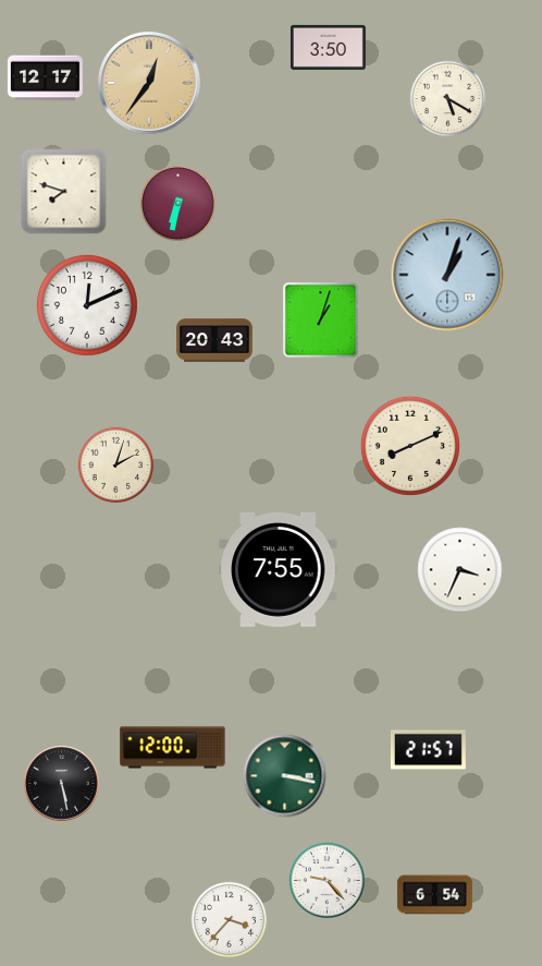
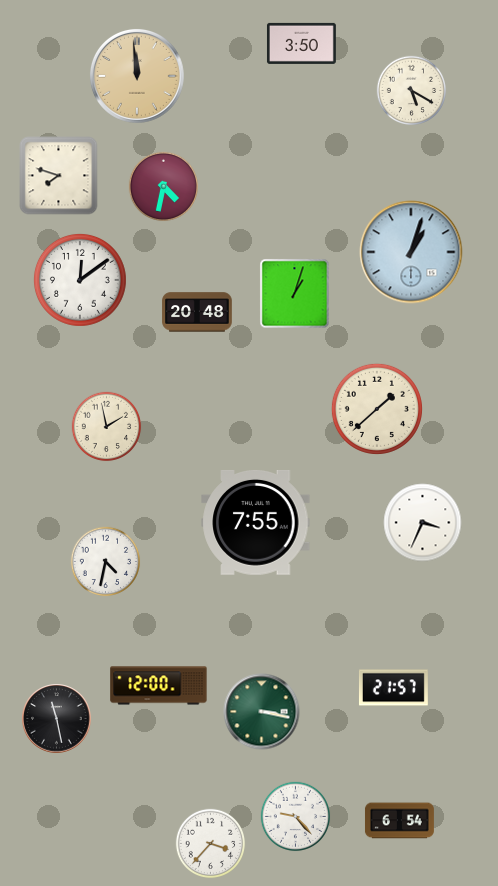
clock at (45, 79): 12:17 -> none
clock at (149, 83): 12:36 -> 11:59
clock at (178, 204): 6:32 -> 4:32
clock at (87, 305): 12:11 -> 12:09
clock at (214, 340): 20:43 -> 20:48
clock at (410, 446): 8:11 -> 1:38
clock at (116, 466): 2:03 -> 1:58
clock at (106, 562): none -> 4:32
clock at (62, 784): 5:28 -> 11:28
clock at (328, 881) position: (328, 881) -> (296, 817)
